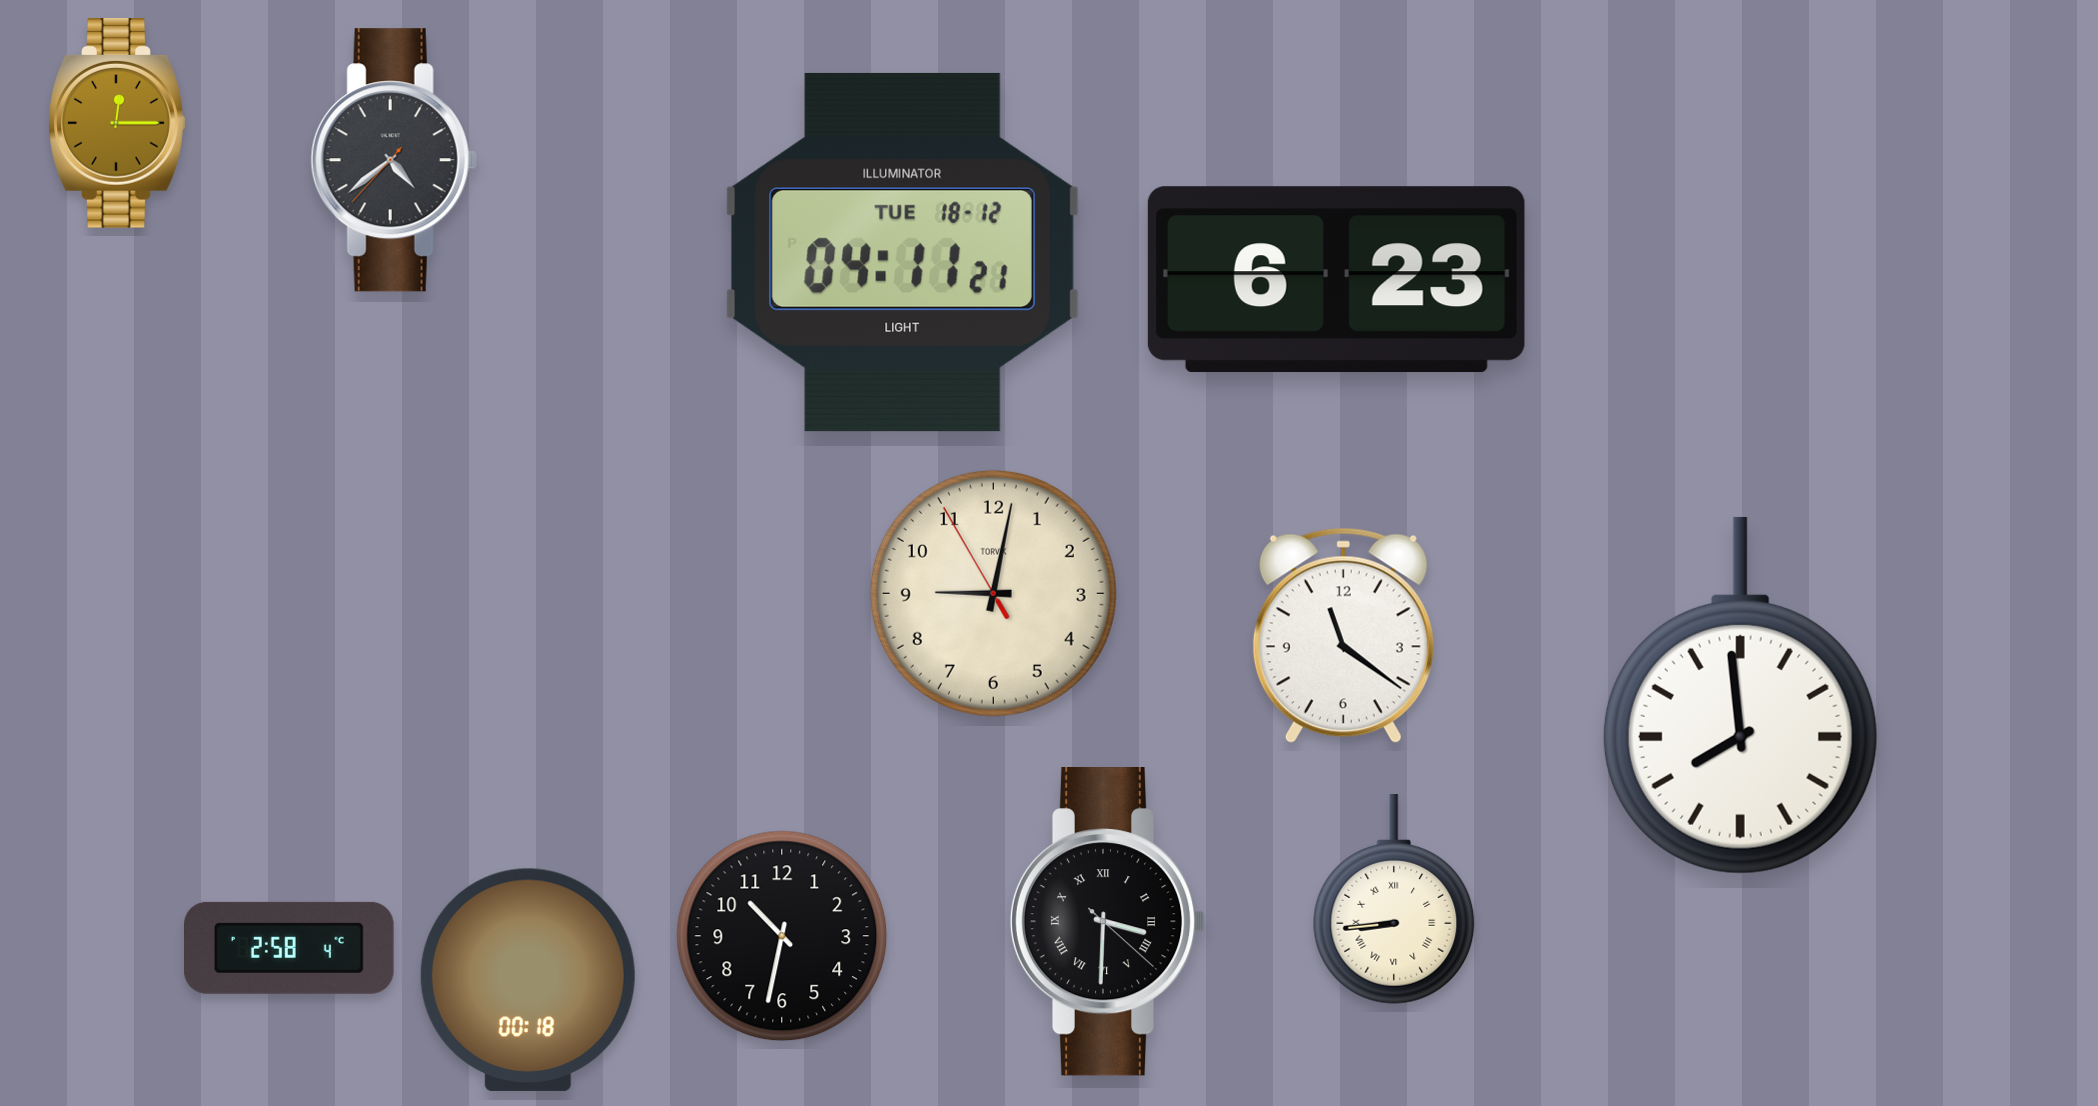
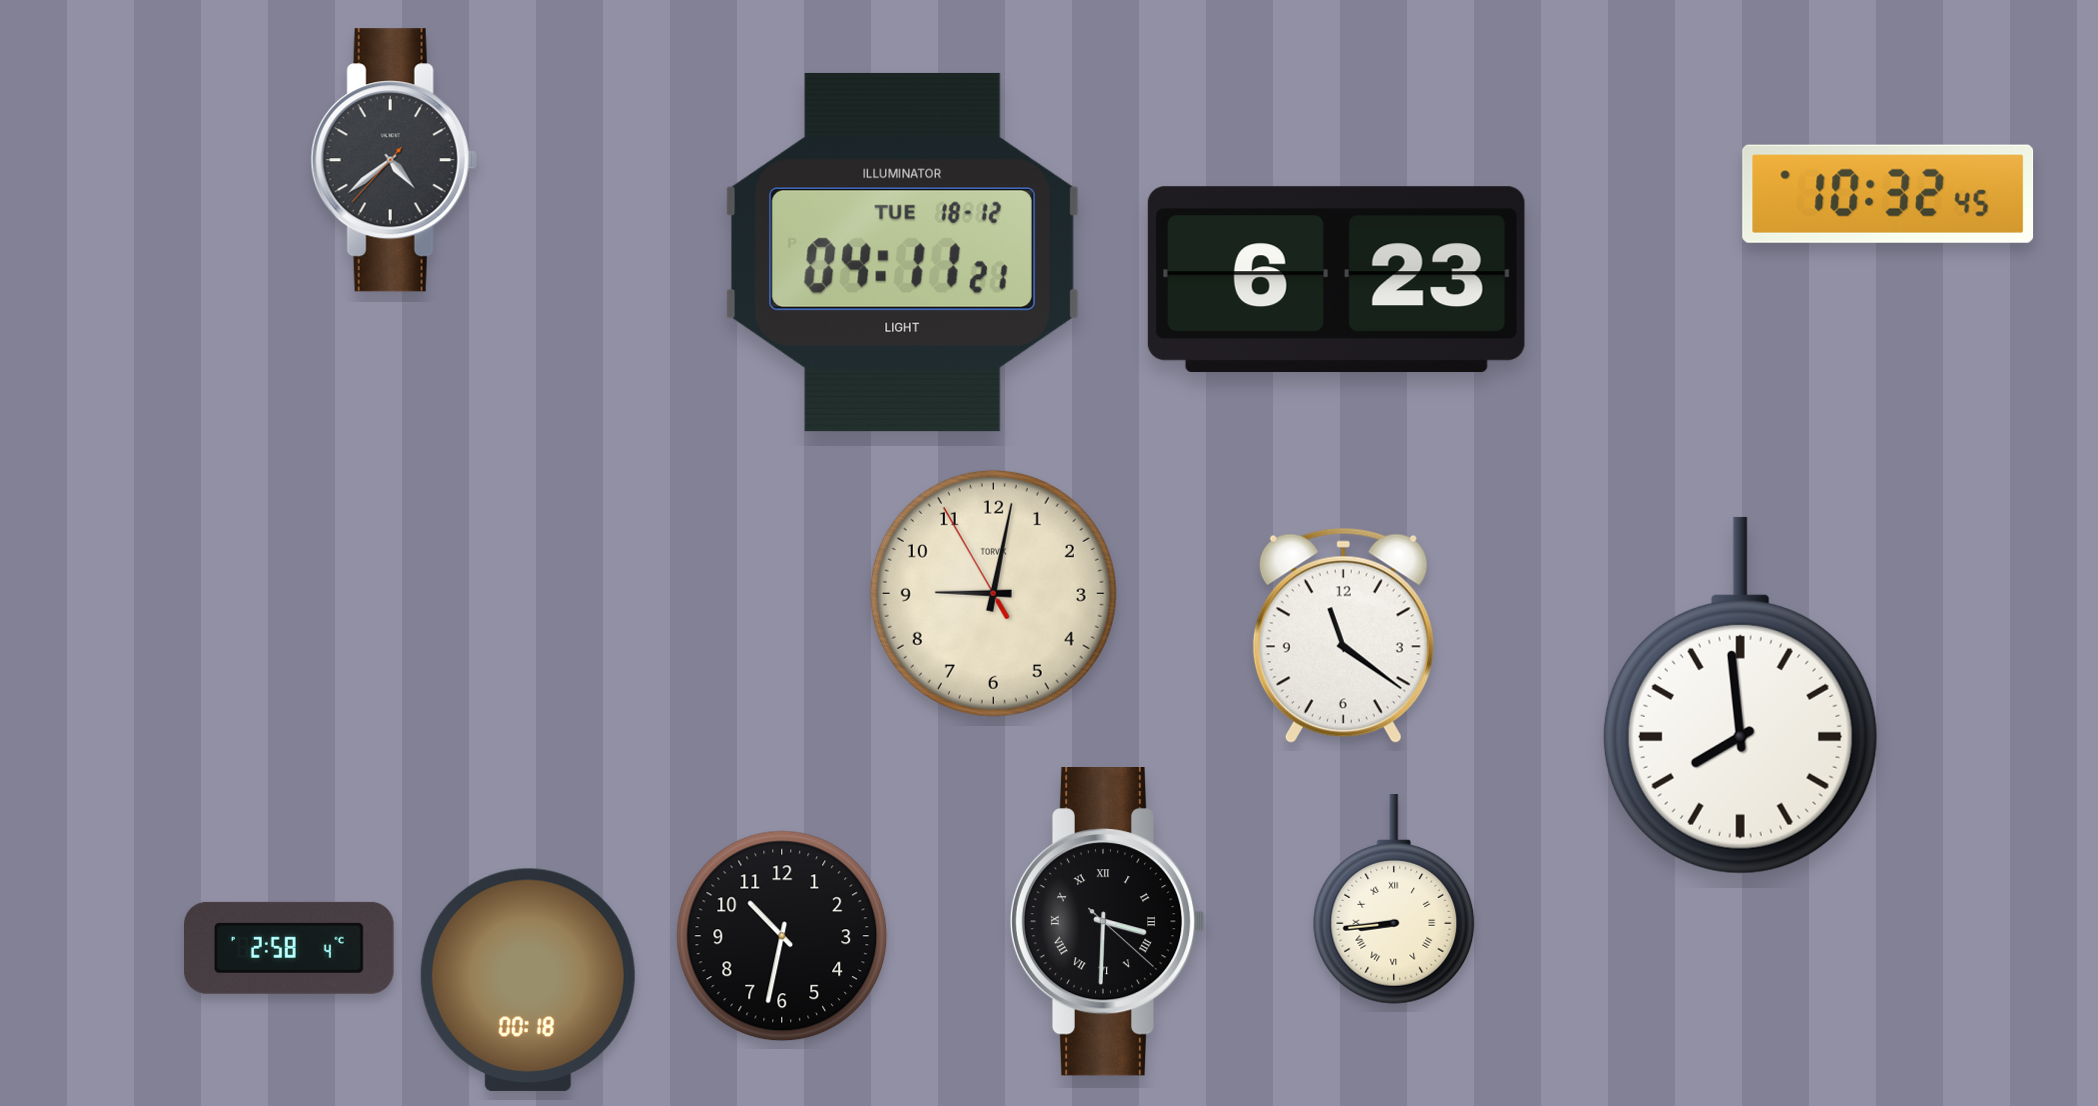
clock at (117, 124): 12:15 -> none
clock at (1888, 194): none -> 10:32
